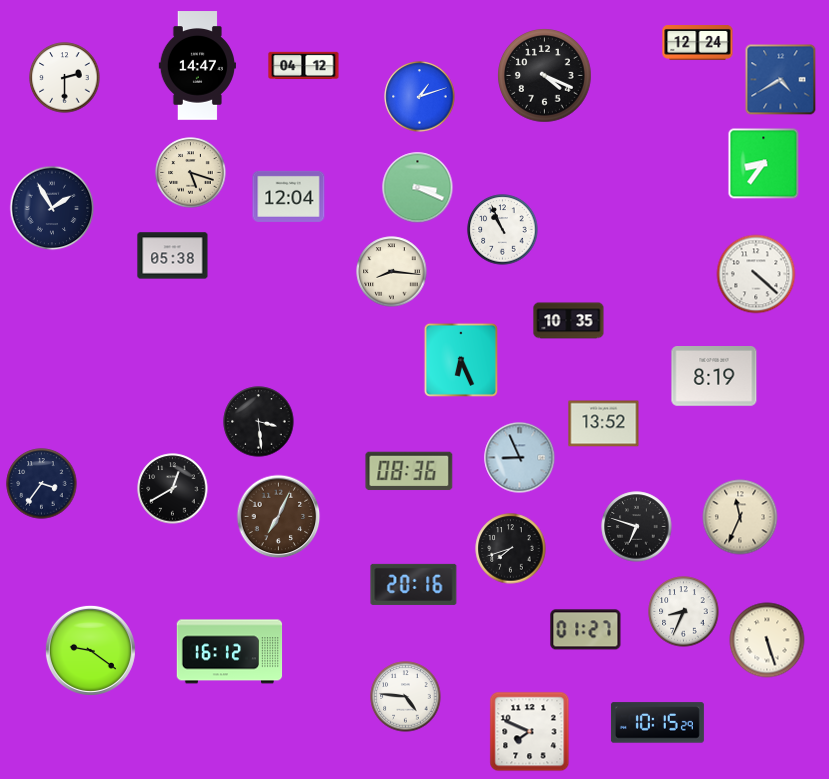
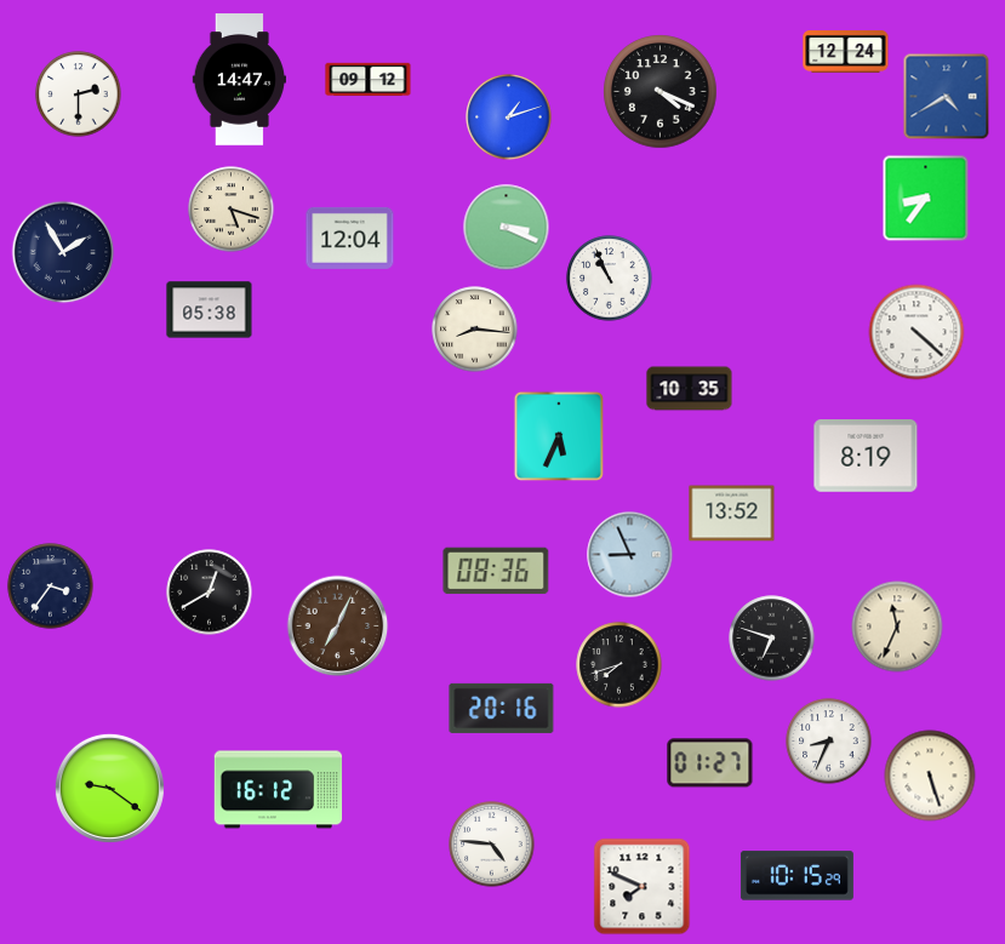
clock at (304, 66): 04:12 -> 09:12
clock at (461, 360): 6:26 -> 5:34
clock at (259, 422): 3:29 -> none
